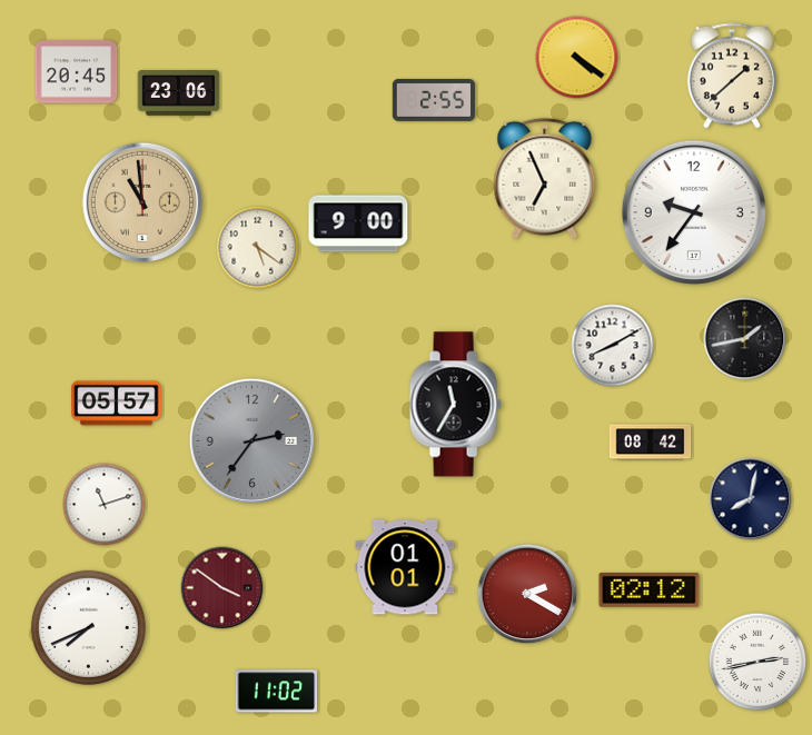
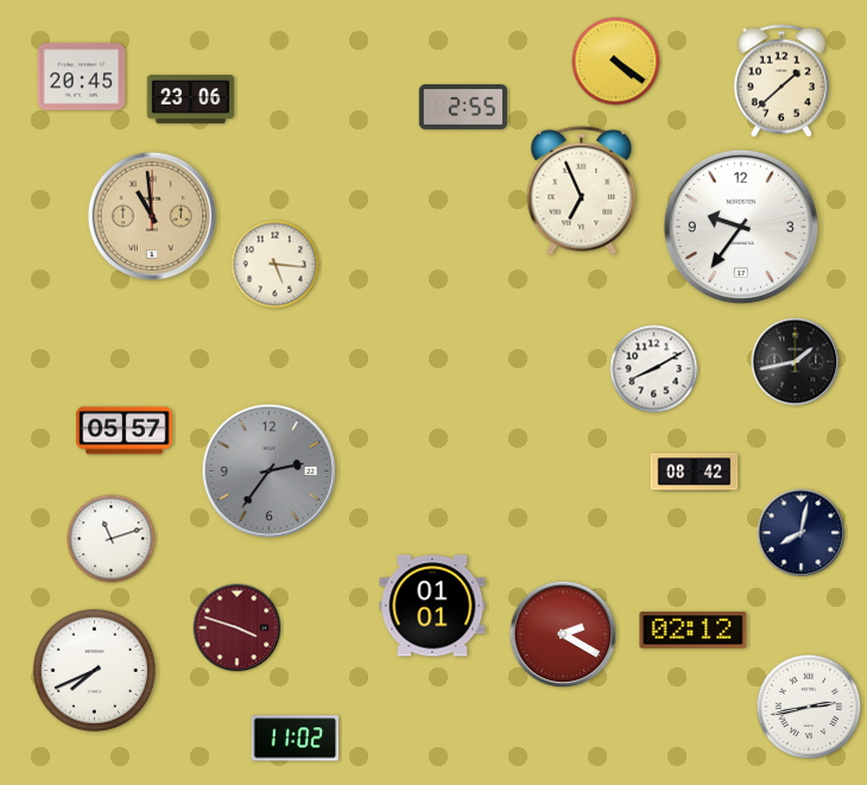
clock at (358, 224): 9:00 -> none
clock at (258, 248): 5:21 -> 5:16
clock at (455, 405): 11:35 -> none
clock at (222, 588): 3:51 -> 3:48
